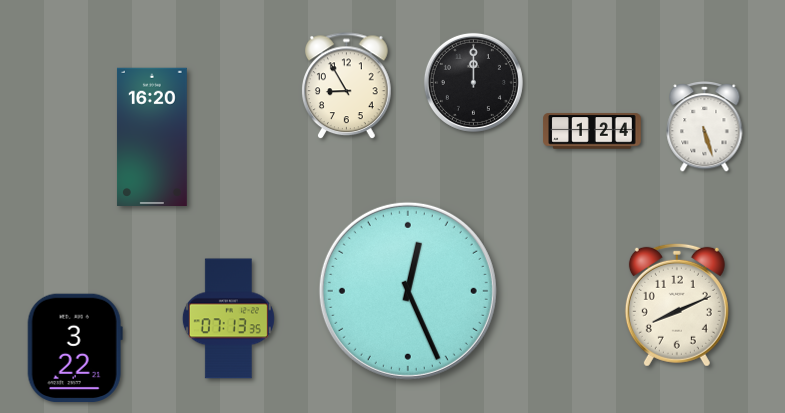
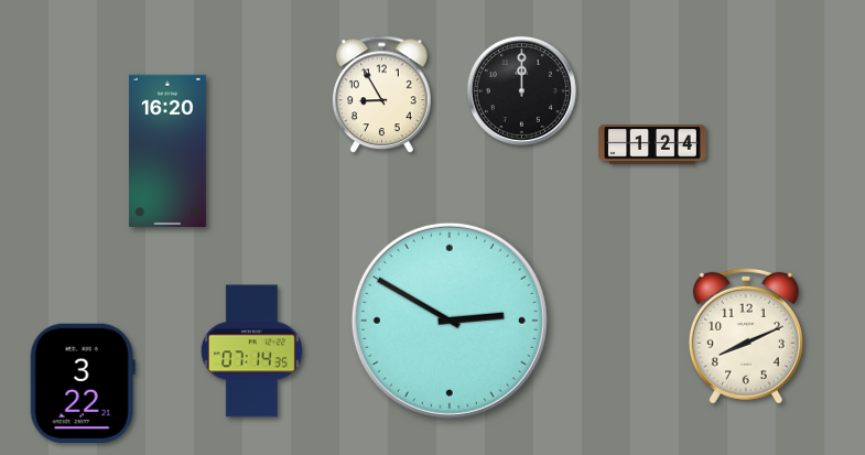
clock at (705, 127): 5:27 -> none
clock at (408, 291): 12:26 -> 2:50
clock at (228, 319): 07:13 -> 07:14
